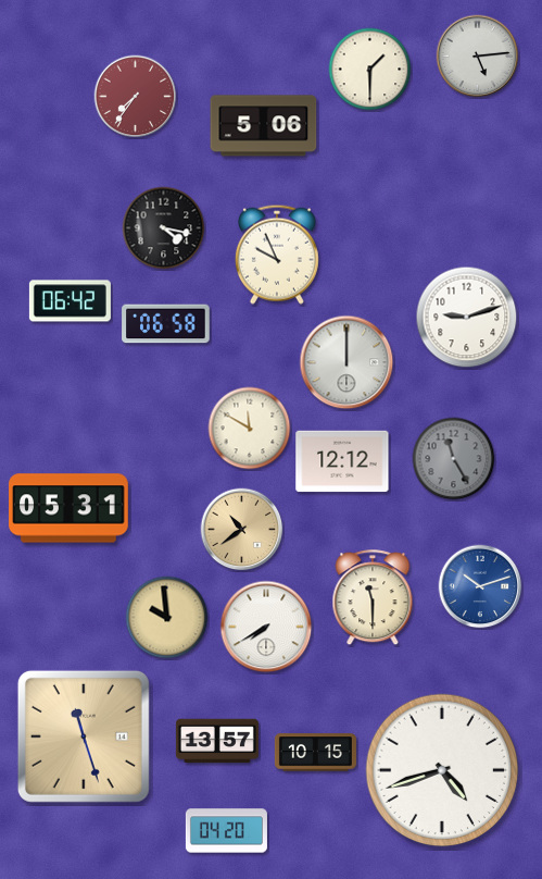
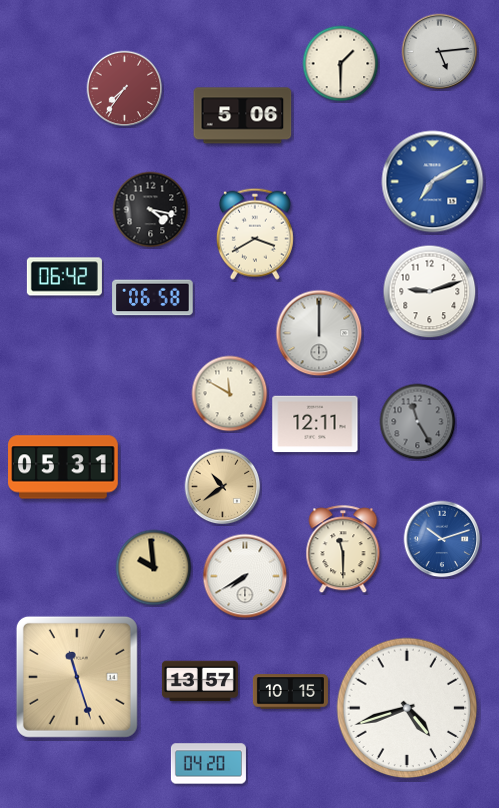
clock at (433, 182): none -> 7:10
clock at (277, 255): 9:56 -> 3:40
clock at (342, 461): 12:12 -> 12:11
